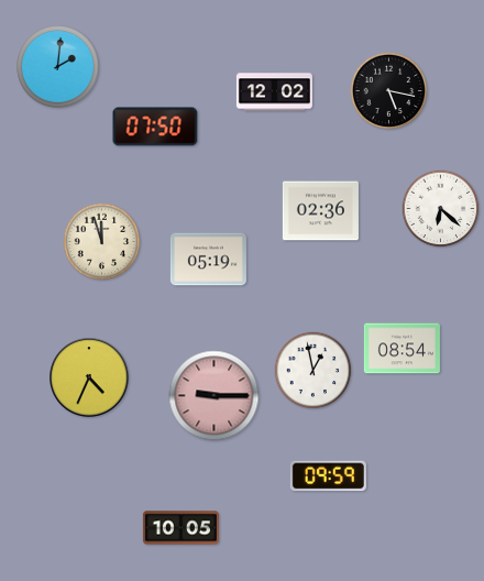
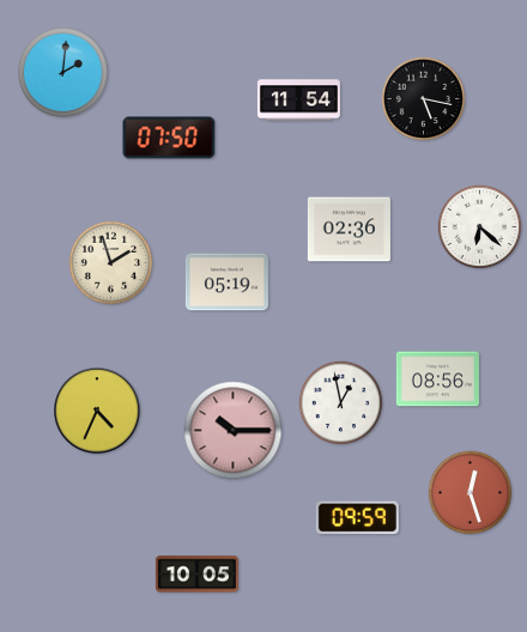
clock at (274, 92): 12:02 -> 11:54
clock at (102, 242): 11:57 -> 1:57
clock at (402, 349): 08:54 -> 08:56
clock at (215, 396): 9:15 -> 10:15
clock at (471, 493): none -> 12:27
